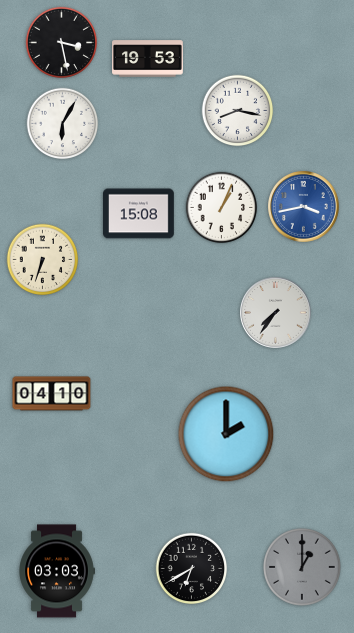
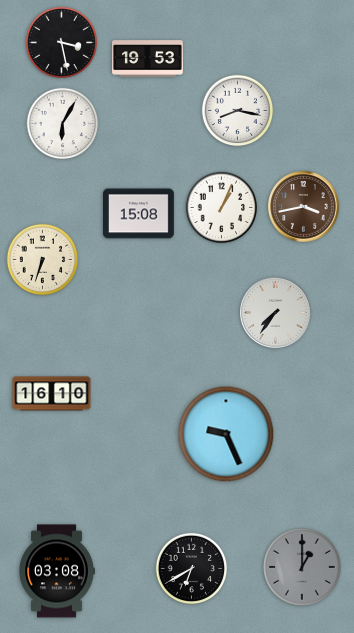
clock at (304, 207) dial: blue -> brown
clock at (52, 394): 04:10 -> 16:10
clock at (226, 434): 2:00 -> 9:26
clock at (57, 571): 03:03 -> 03:08
